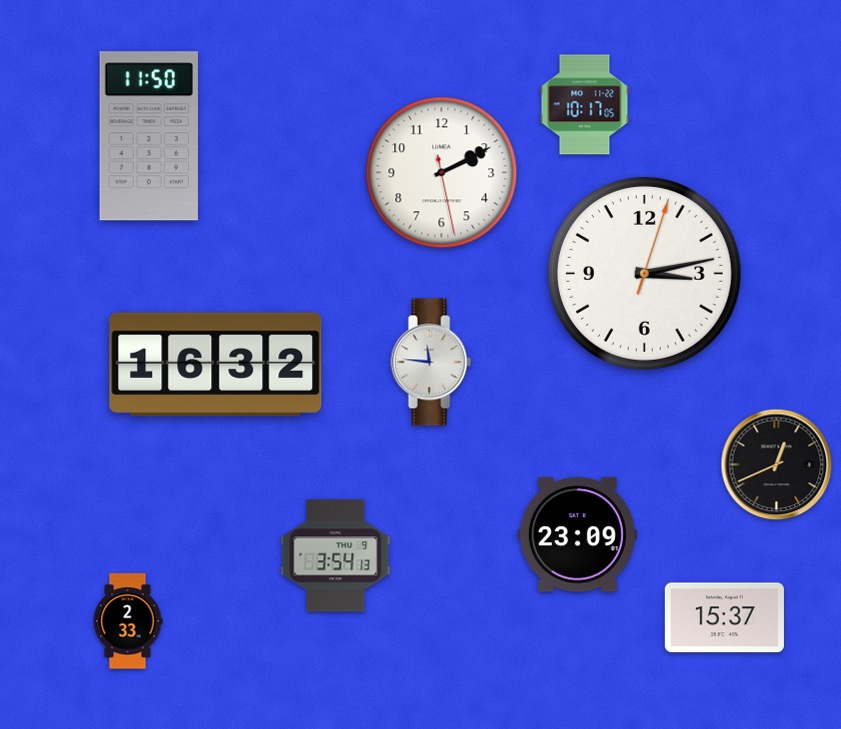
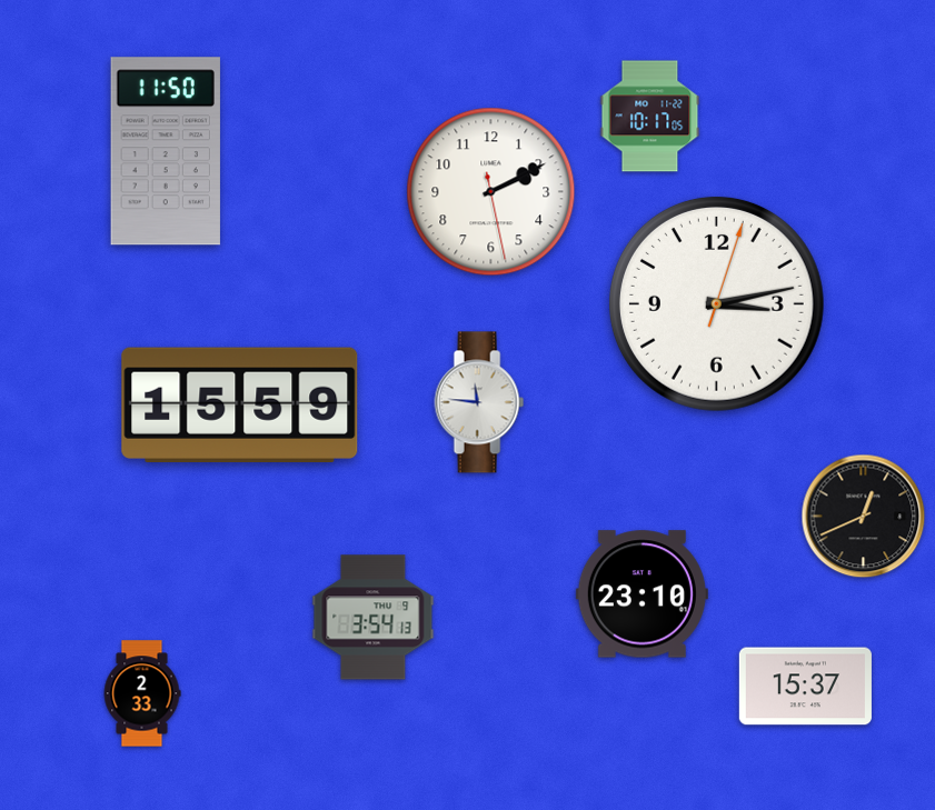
clock at (216, 364): 16:32 -> 15:59
clock at (577, 535): 23:09 -> 23:10
clock at (128, 621) position: (128, 621) -> (142, 693)
